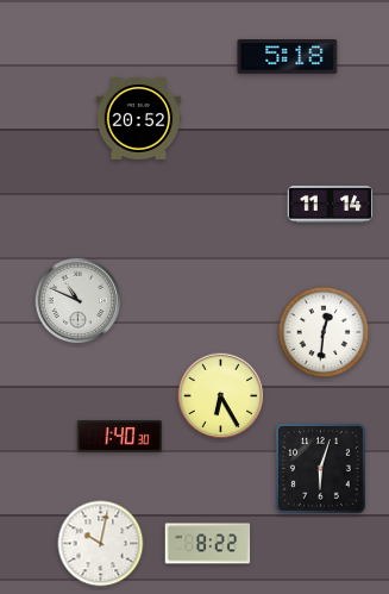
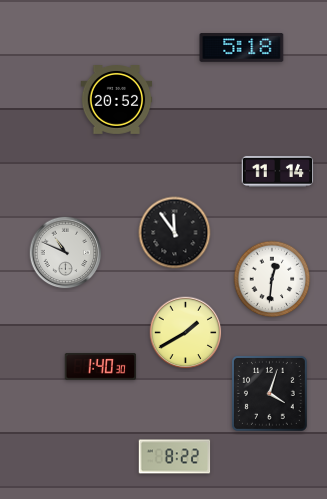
clock at (175, 233): none -> 11:54
clock at (221, 396): 6:25 -> 1:40
clock at (320, 468): 6:03 -> 4:03
clock at (101, 544): 10:02 -> none
